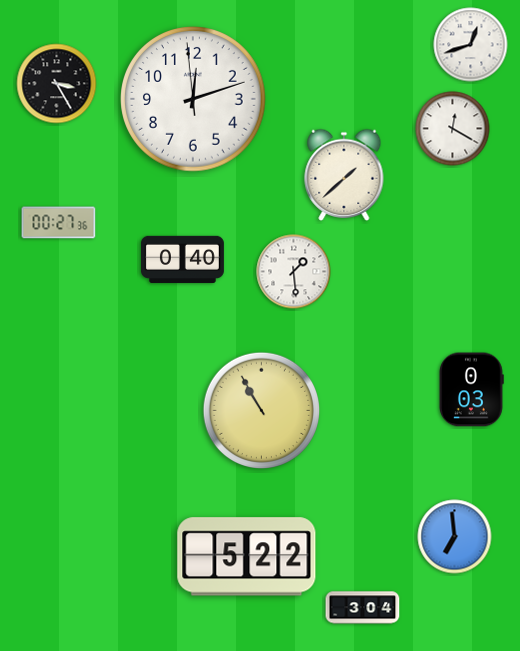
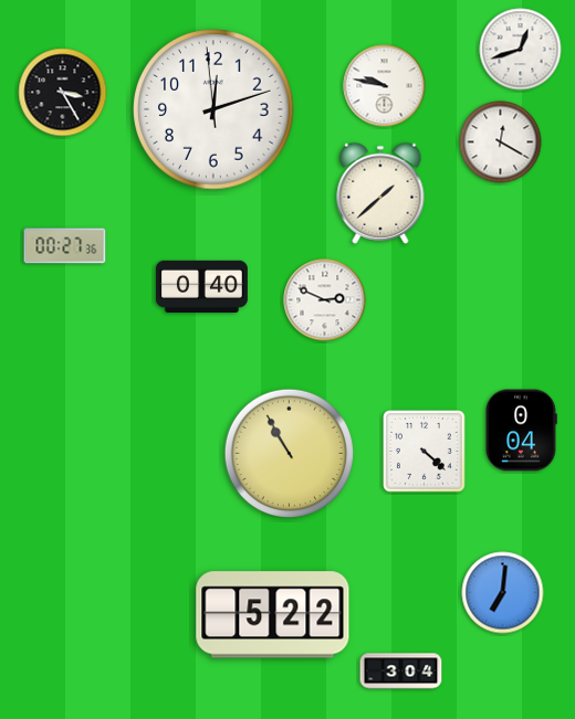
clock at (385, 86): none -> 9:47
clock at (294, 272): 1:29 -> 2:49
clock at (471, 390): 0:03 -> 0:04
clock at (425, 452): none -> 4:22
clock at (455, 537): 6:59 -> 7:01
